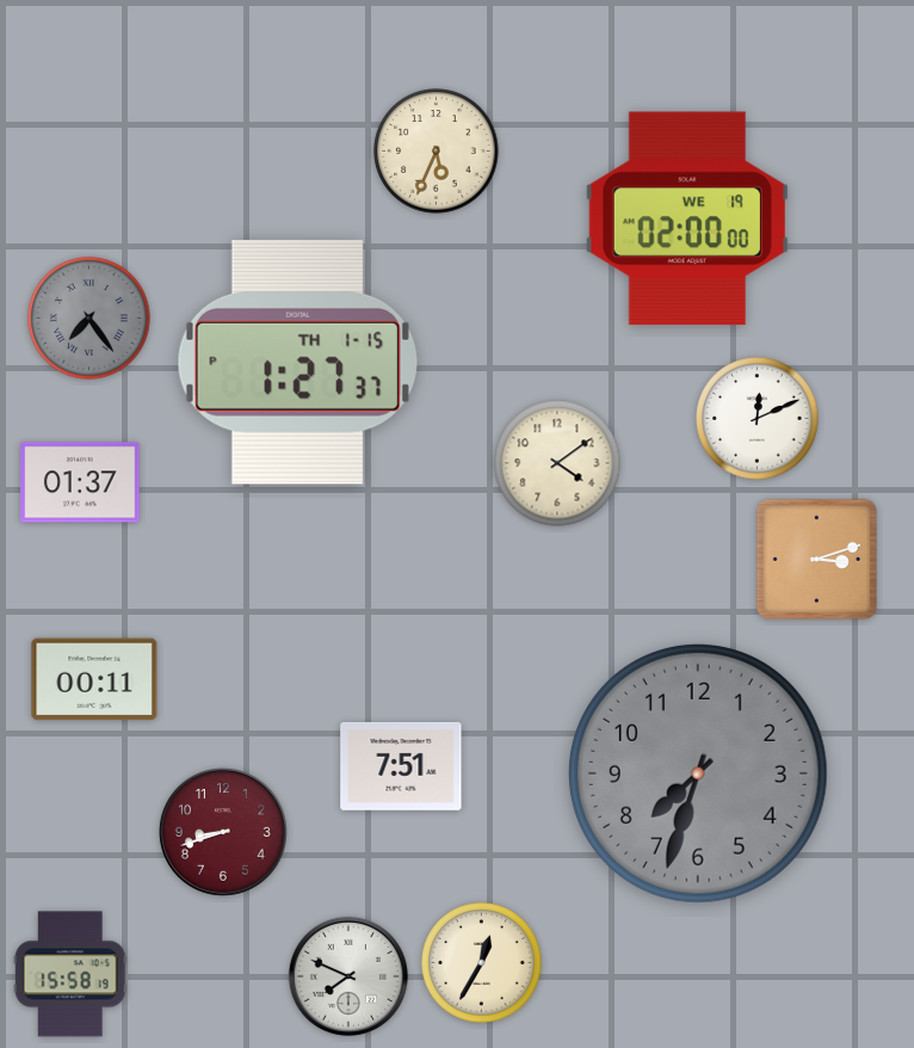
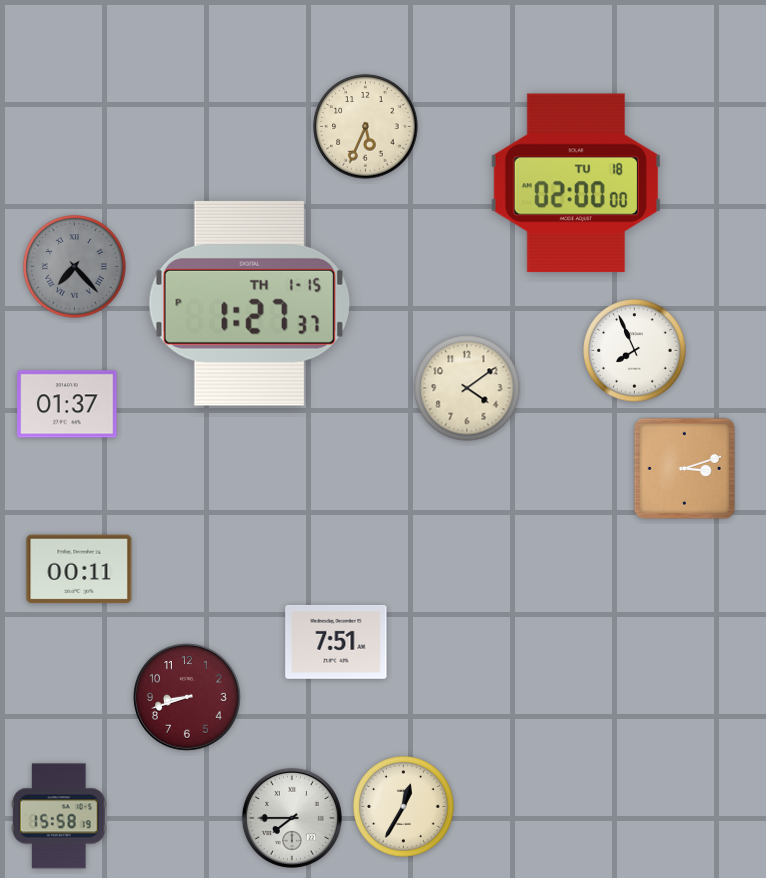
clock at (687, 218) date: WE 19 -> TU 18
clock at (89, 319): 7:24 -> 7:23
clock at (758, 419): 12:11 -> 7:56
clock at (698, 773): 7:33 -> none
clock at (348, 976): 7:49 -> 7:45
